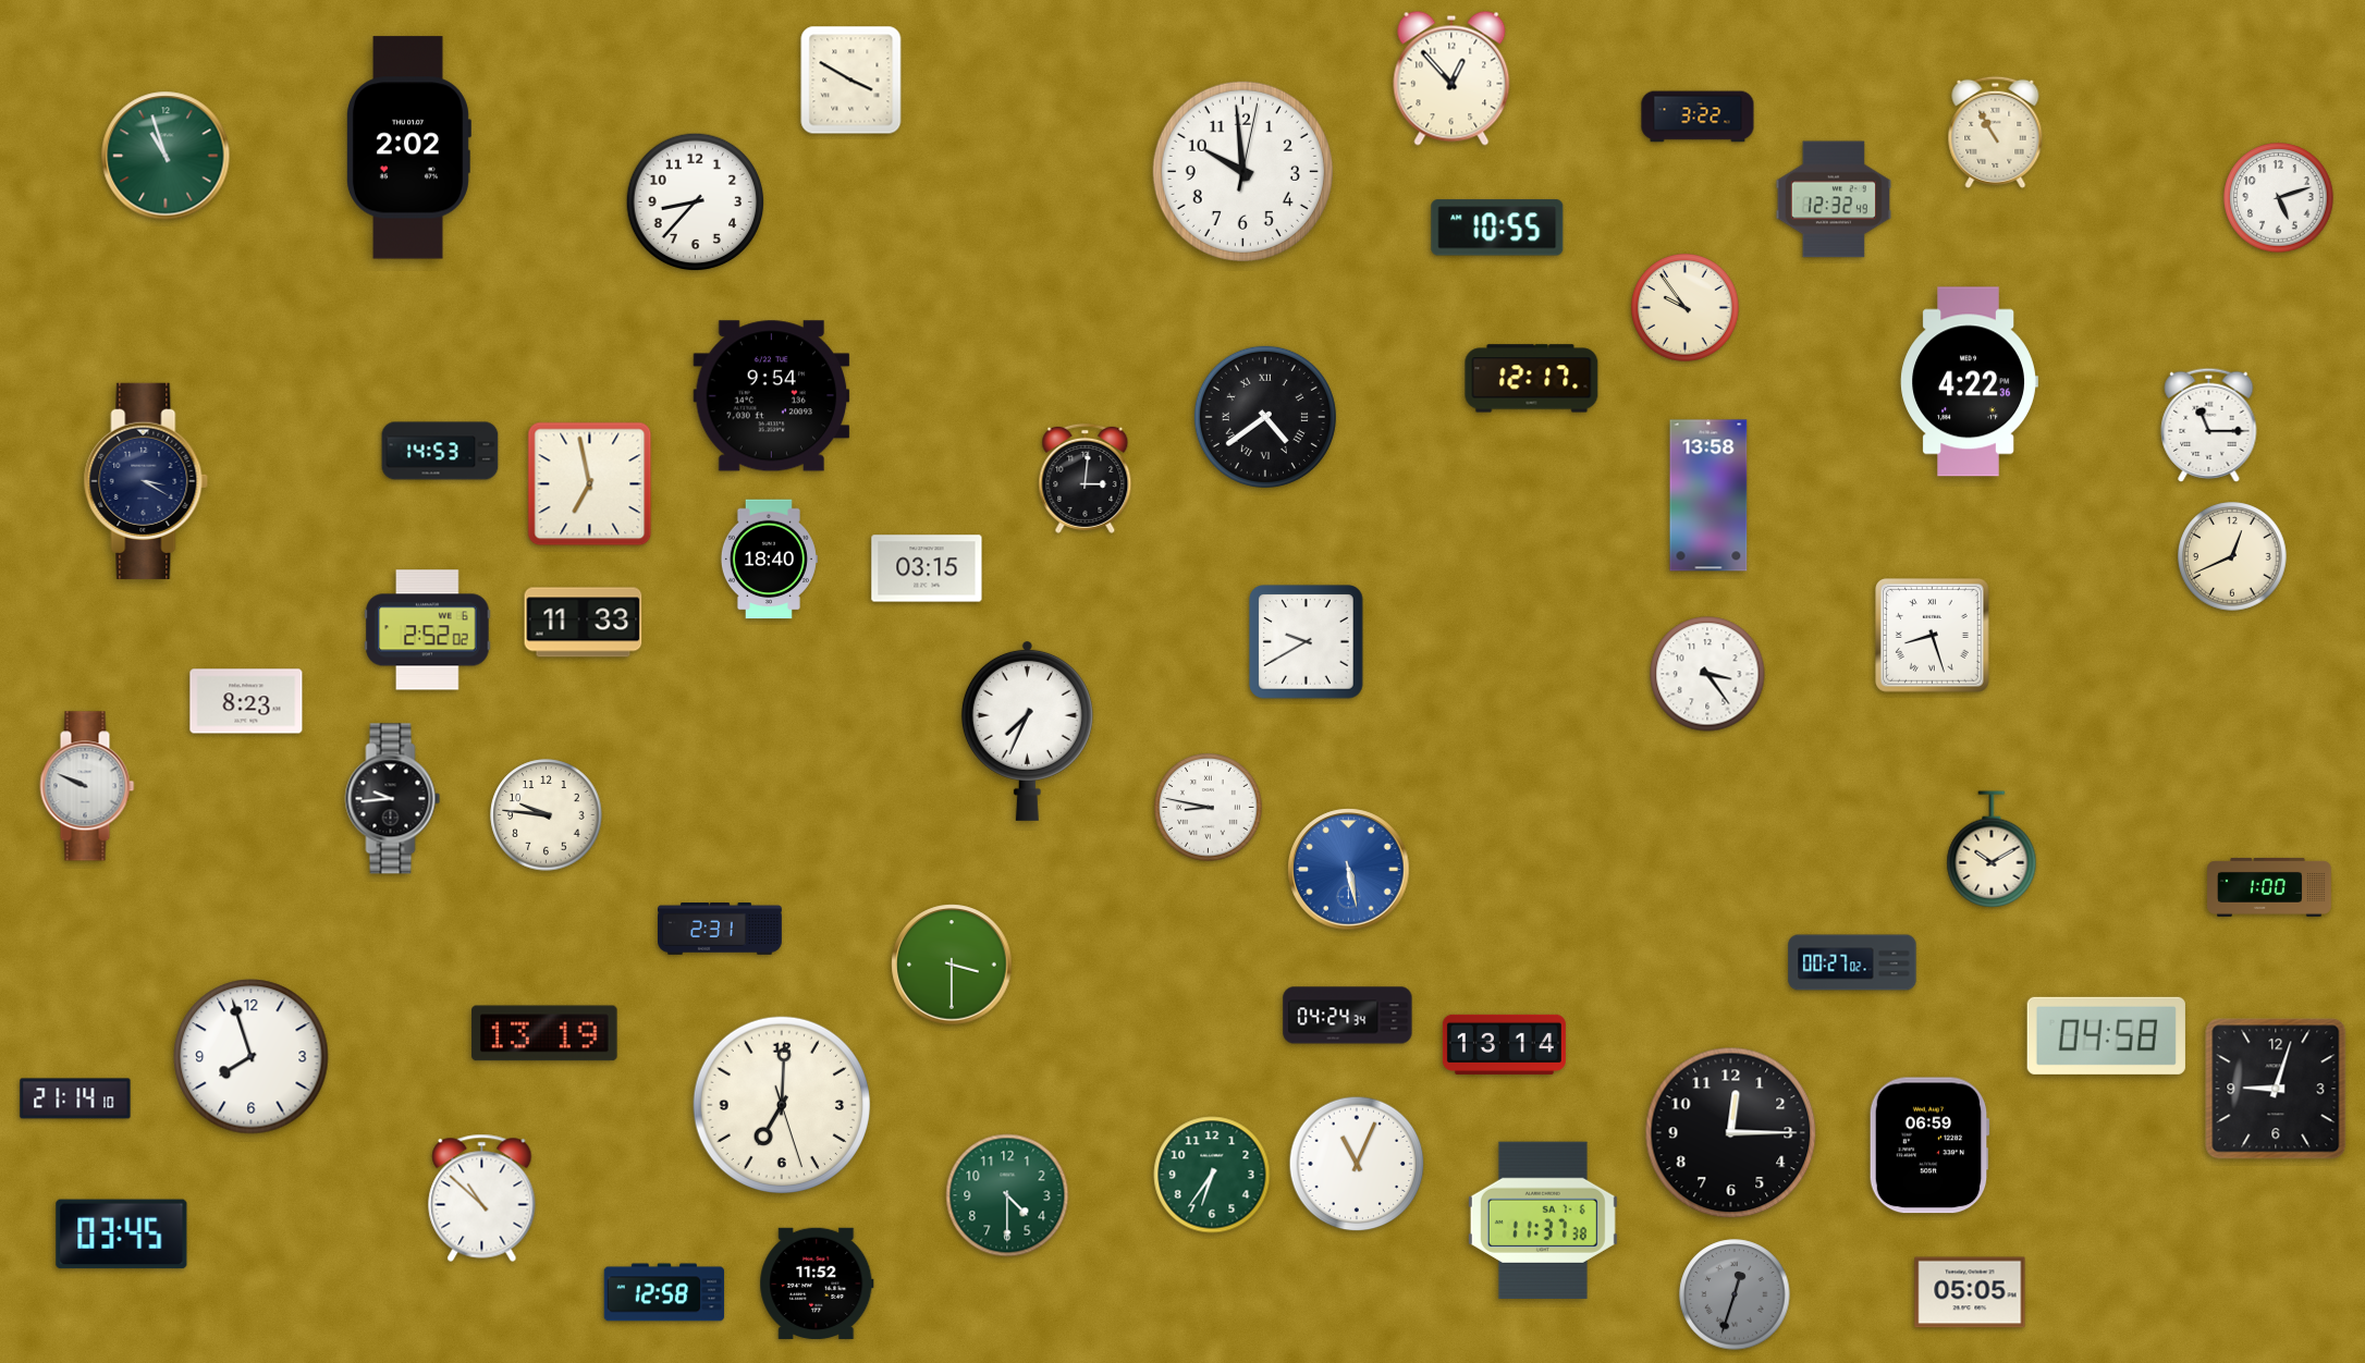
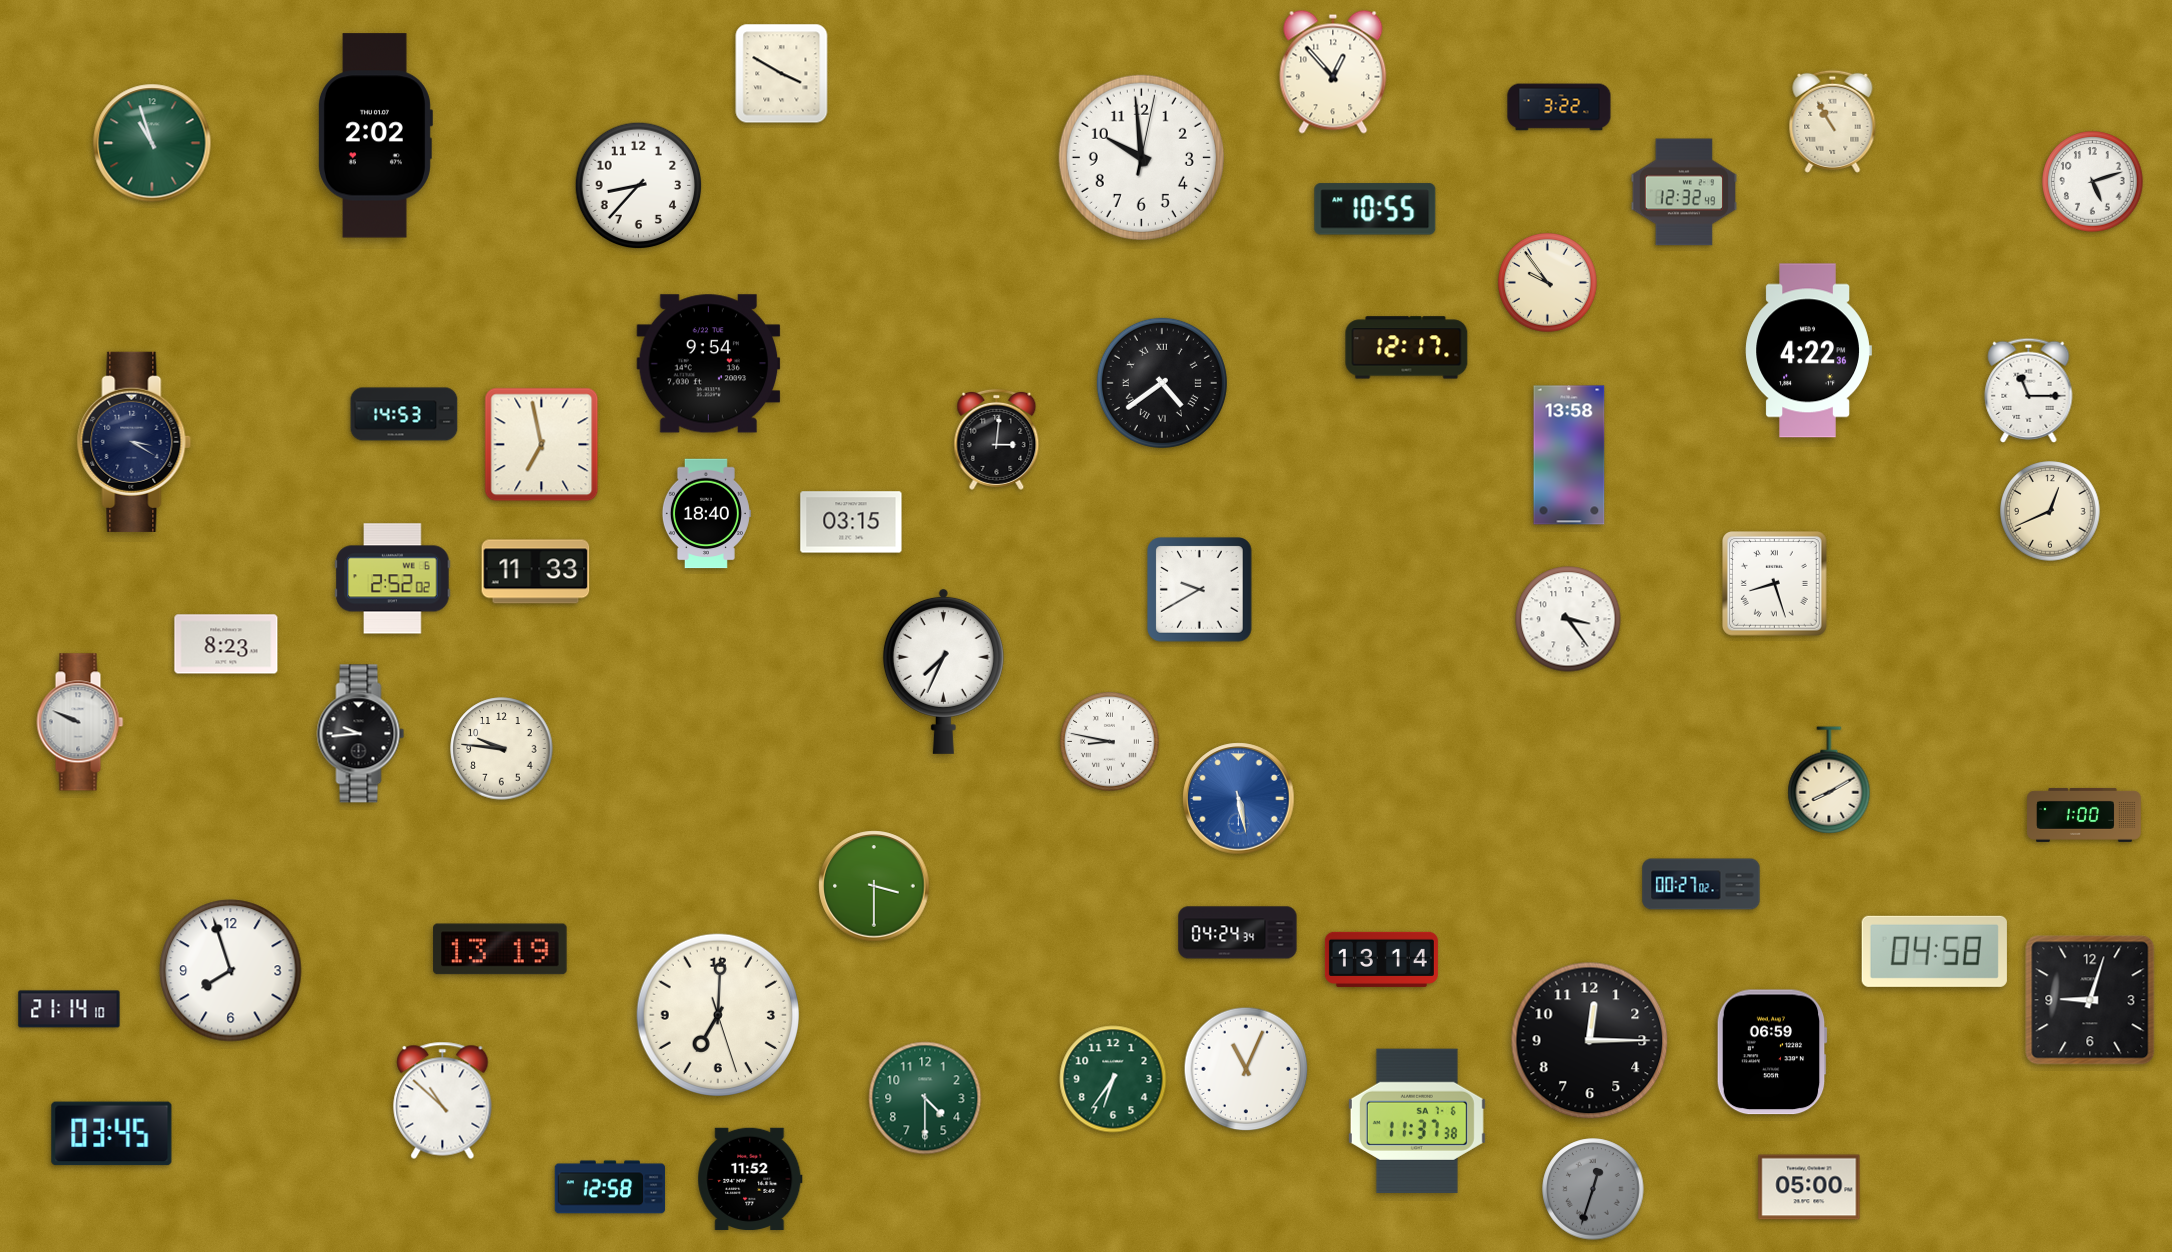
clock at (1833, 199) position: (1833, 199) -> (1683, 192)
clock at (1992, 849): 10:10 -> 8:10
clock at (721, 929): 2:31 -> none
clock at (1970, 1292): 05:05 -> 05:00
